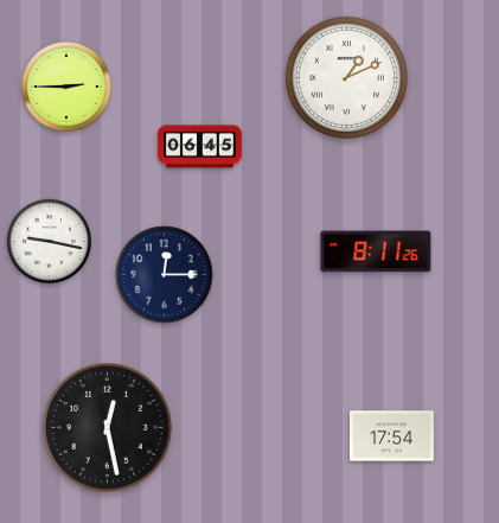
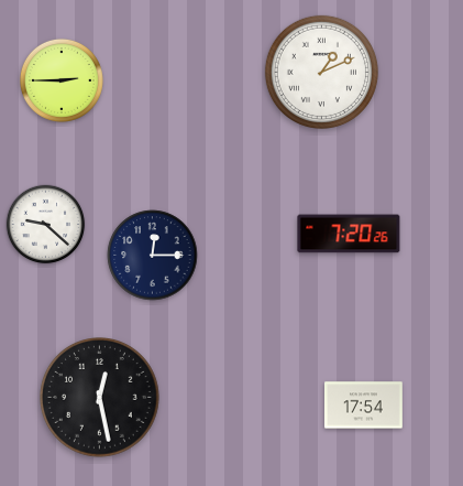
clock at (200, 147): 06:45 -> none
clock at (50, 242): 9:17 -> 9:22
clock at (376, 251): 8:11 -> 7:20
